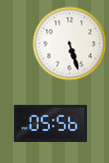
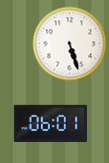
clock at (50, 123): 05:56 -> 06:01
